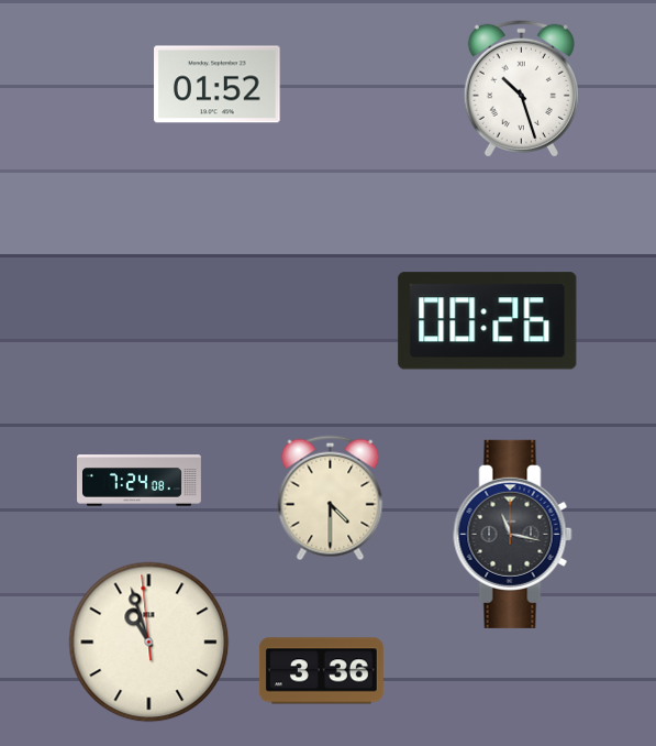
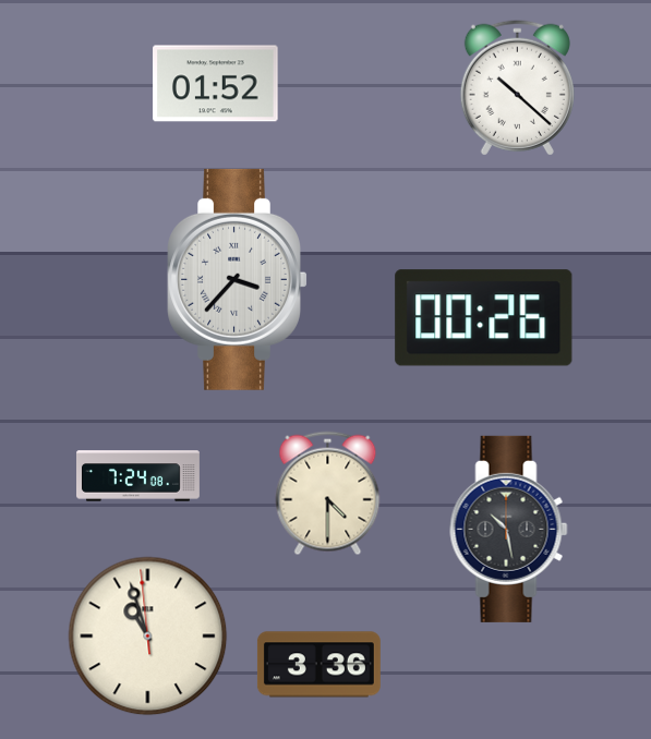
clock at (521, 88): 10:27 -> 10:22
clock at (238, 279): none -> 3:37
clock at (513, 534): 11:17 -> 10:28
